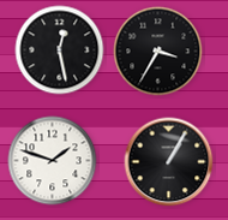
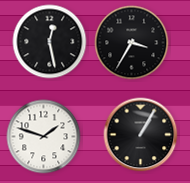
clock at (53, 161) position: (53, 161) -> (44, 137)
